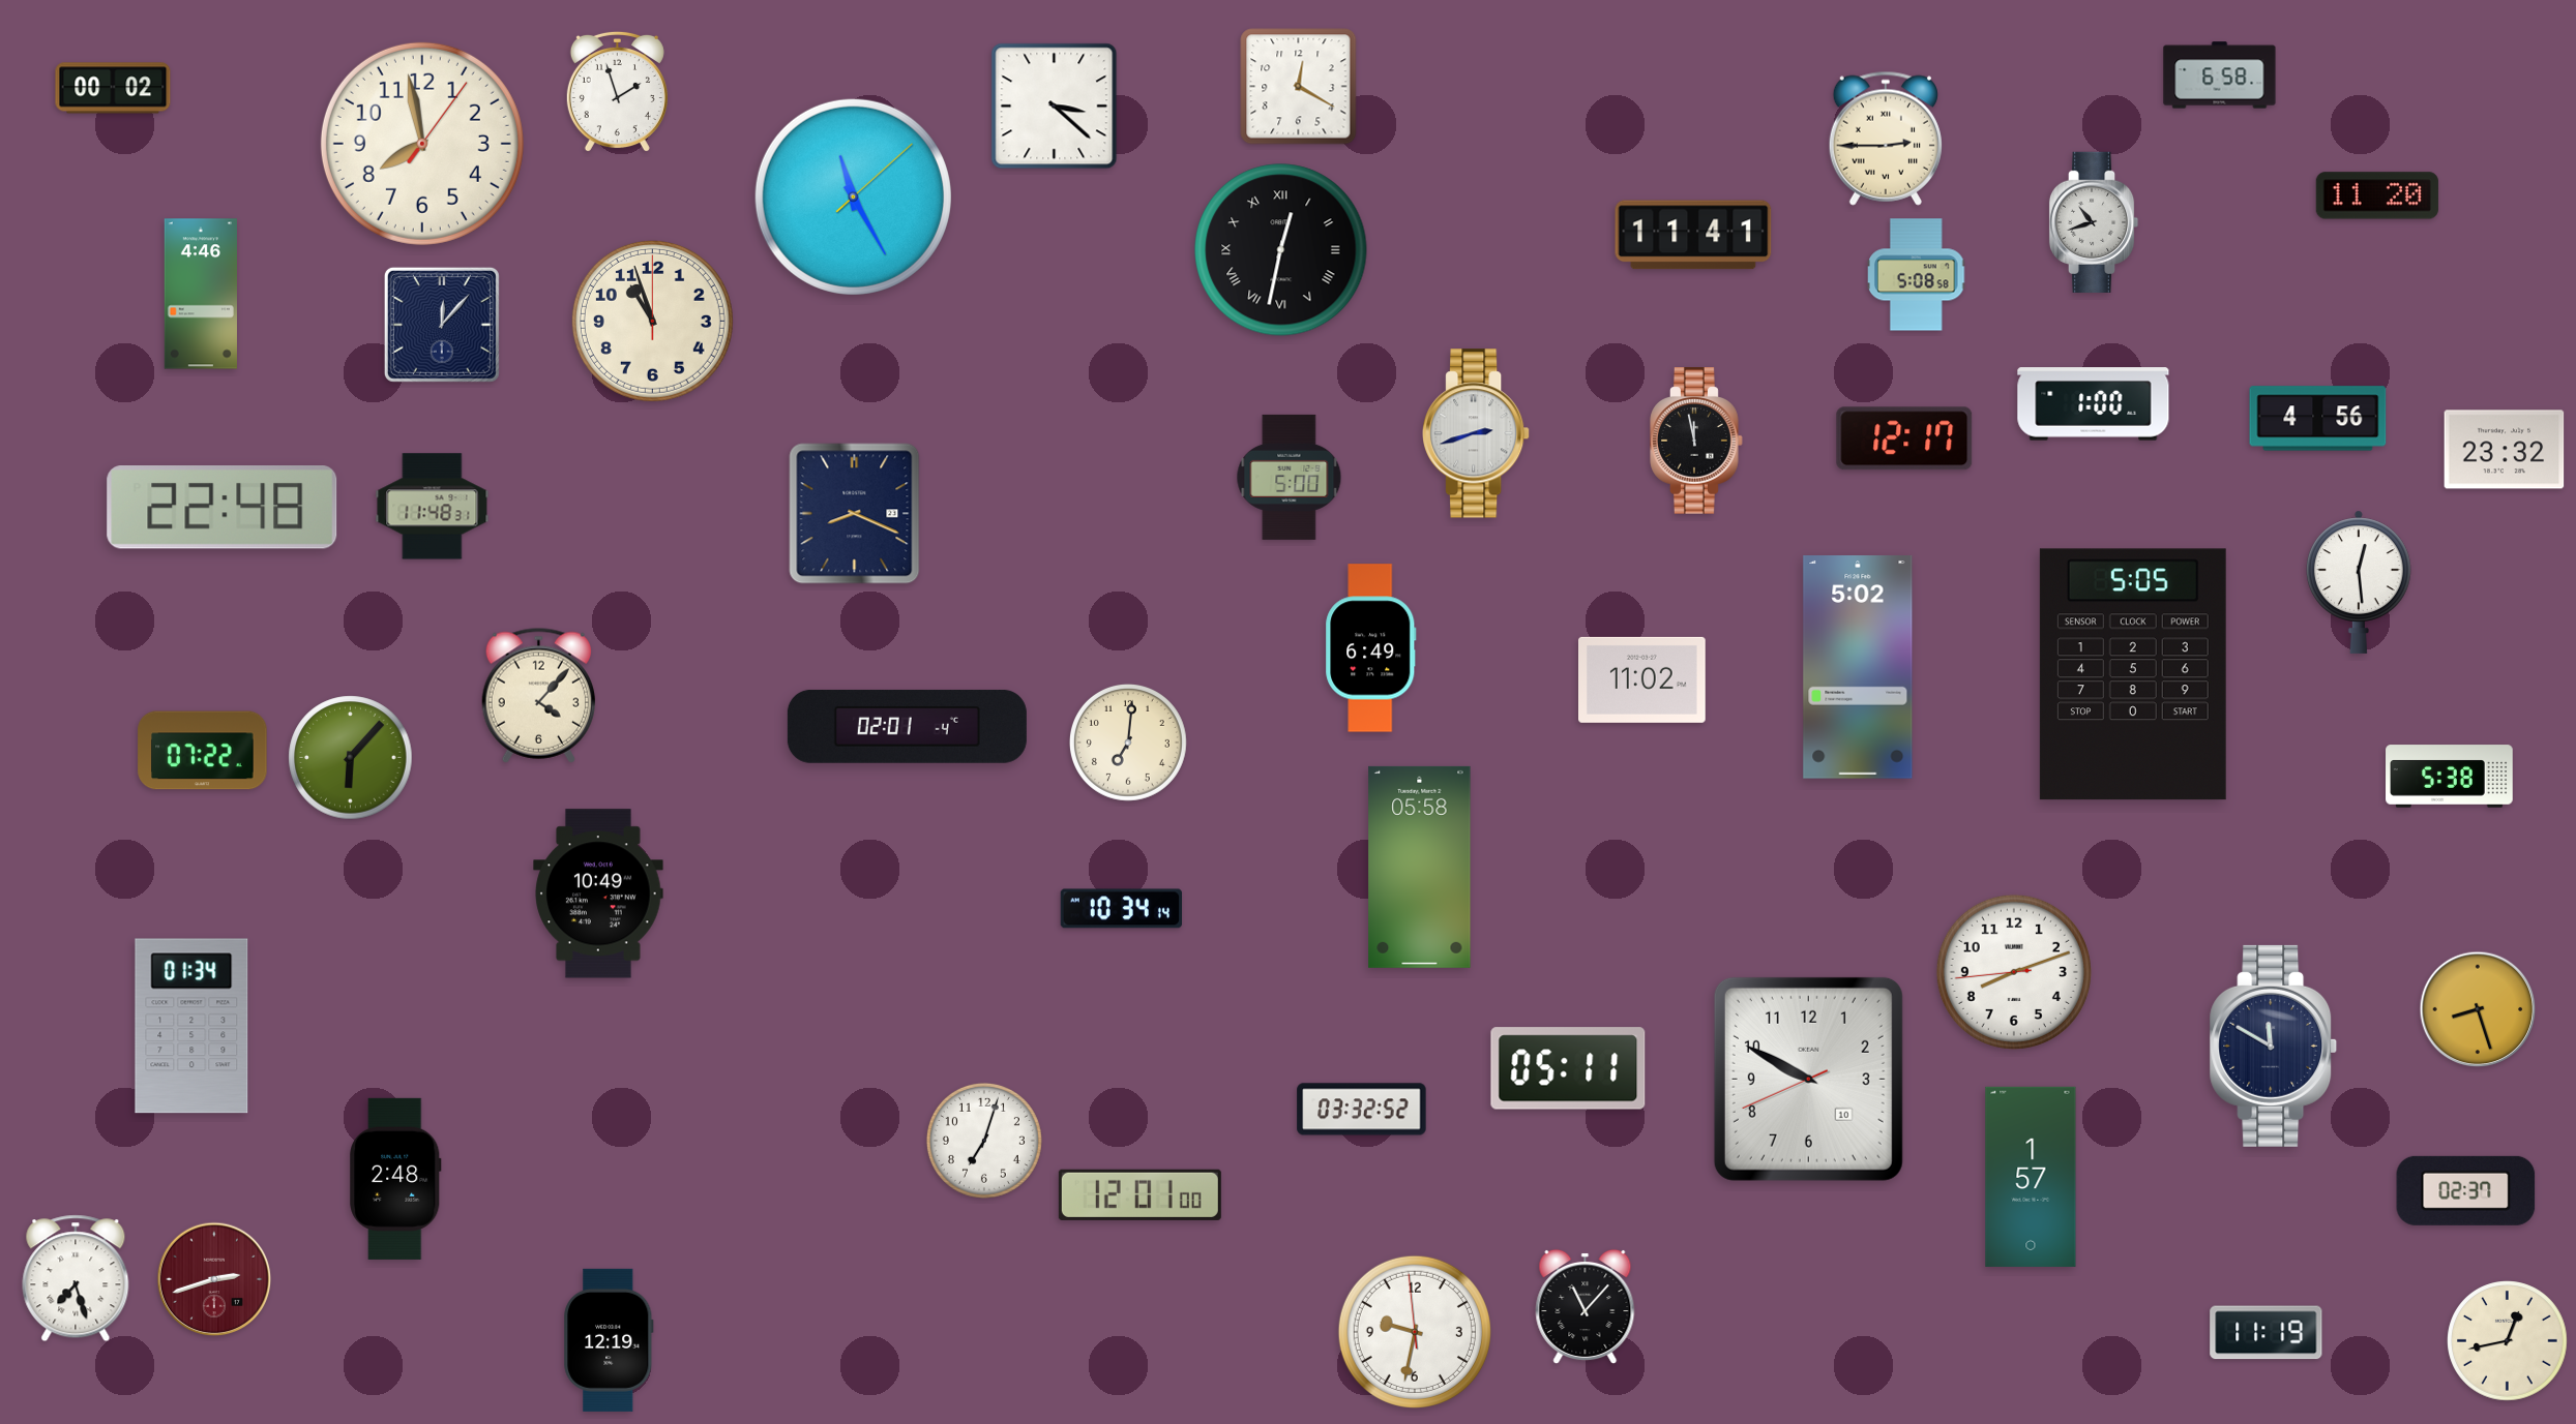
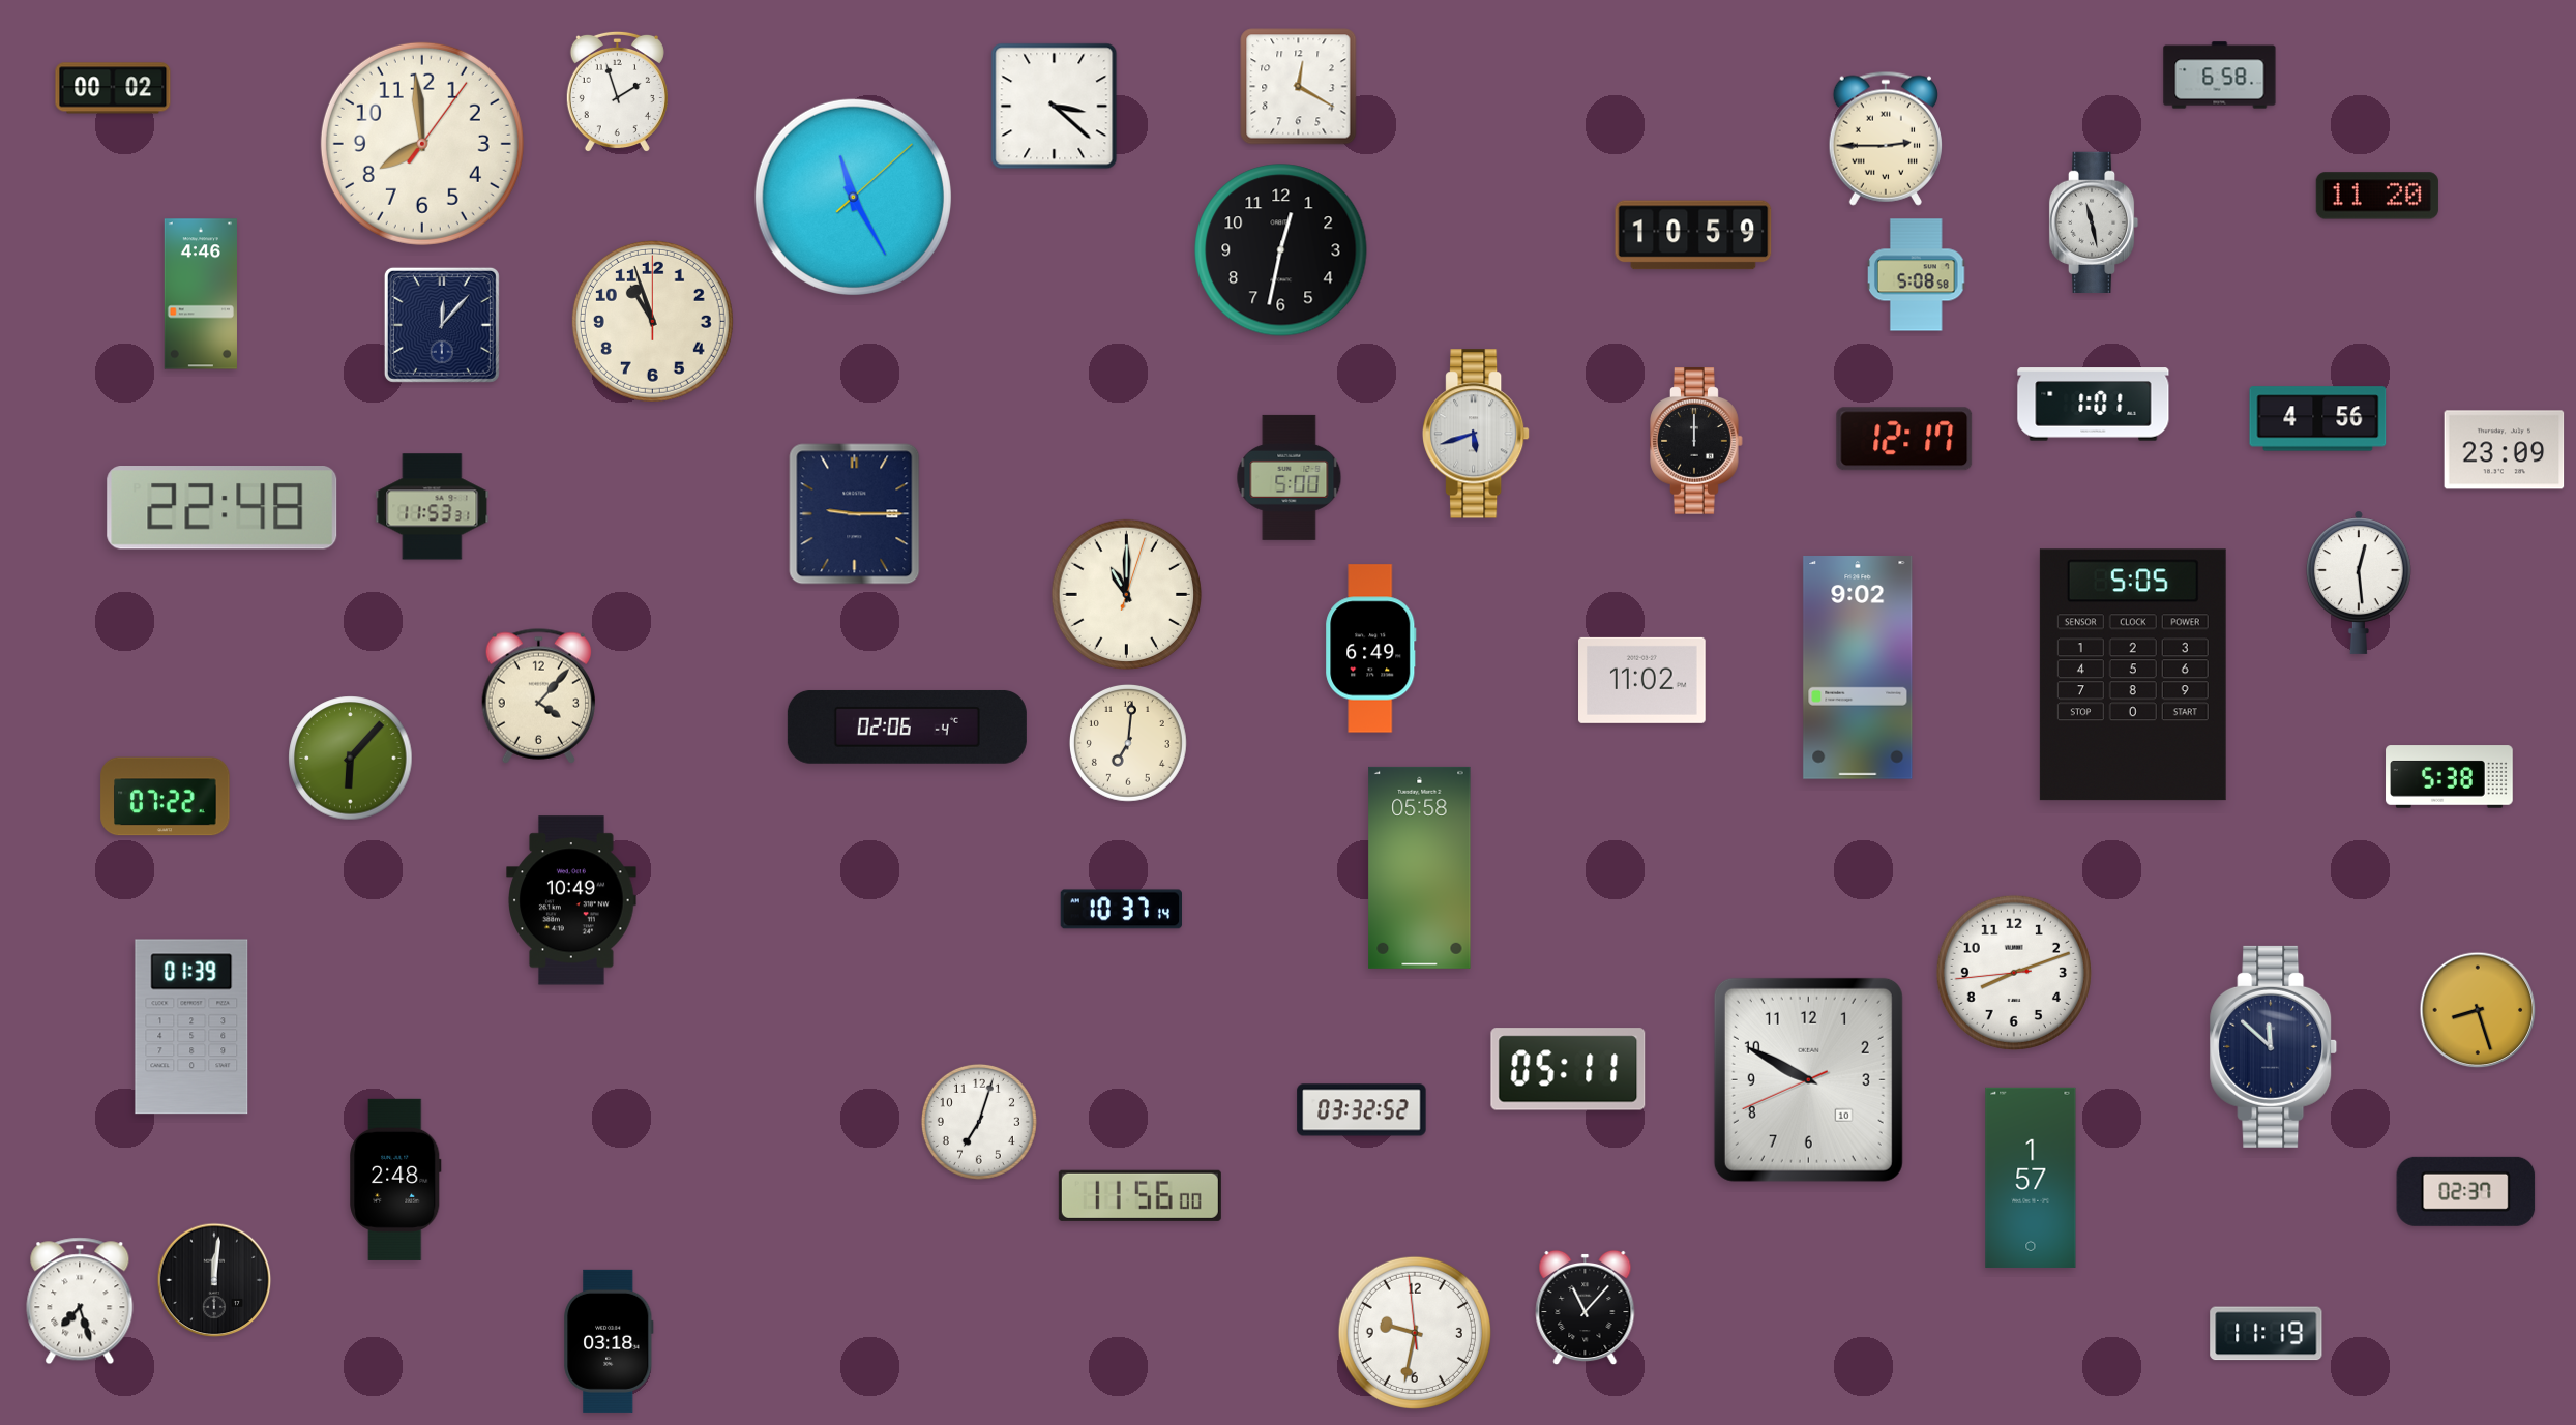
clock at (422, 144): 7:58 -> 7:59
clock at (2094, 221): 10:42 -> 11:28
clock at (1693, 235): 11:41 -> 10:59
clock at (1281, 250) numerals: Roman -> Arabic
clock at (2094, 404): 1:00 -> 1:01
clock at (1477, 433): 2:42 -> 5:42
clock at (1696, 441): 11:58 -> 12:00
clock at (2505, 450): 23:32 -> 23:09
clock at (433, 507): 11:48 -> 11:53
clock at (855, 514): 8:19 -> 9:15
clock at (1127, 595): none -> 11:00
clock at (1858, 668): 5:02 -> 9:02
clock at (907, 726): 02:01 -> 02:06
clock at (203, 751) position: (203, 751) -> (166, 797)
clock at (598, 893) position: (598, 893) -> (571, 900)
clock at (1121, 909): 10:34 -> 10:37
clock at (191, 1026): 01:34 -> 01:39
clock at (2274, 1046): 11:50 -> 11:52
clock at (984, 1141) position: (984, 1141) -> (979, 1122)
clock at (1139, 1194): 12:01 -> 11:56
clock at (76, 1278) position: (76, 1278) -> (80, 1301)
clock at (214, 1279): 2:42 -> 12:01
clock at (214, 1279) dial: burgundy -> black
clock at (609, 1340): 12:19 -> 03:18
clock at (2508, 1341): 12:43 -> none
